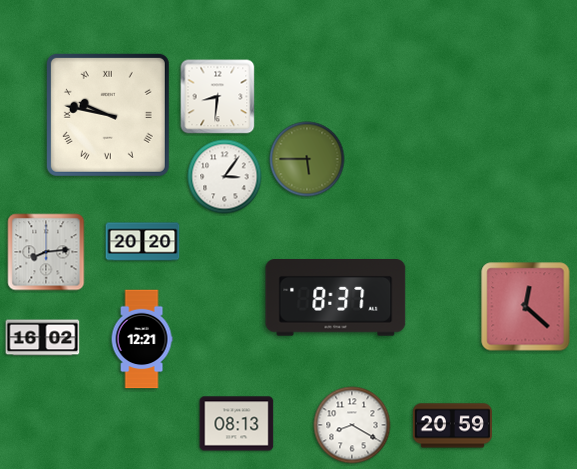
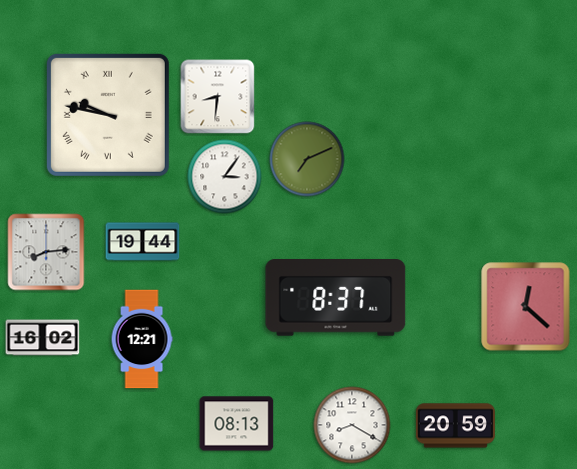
clock at (307, 159): 5:45 -> 7:11
clock at (143, 242): 20:20 -> 19:44
clock at (452, 426) position: (452, 426) -> (455, 426)
